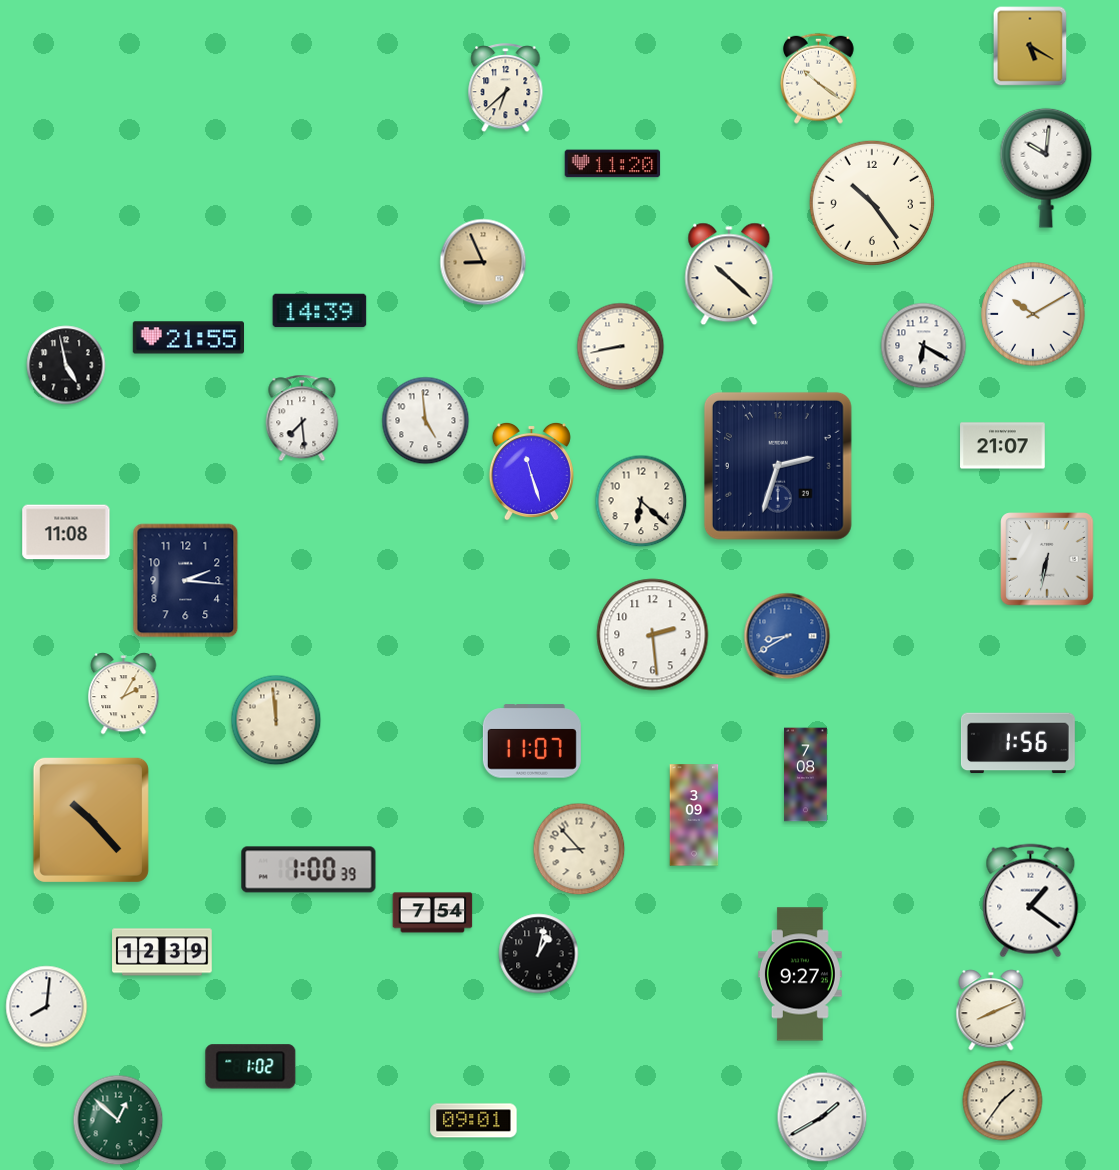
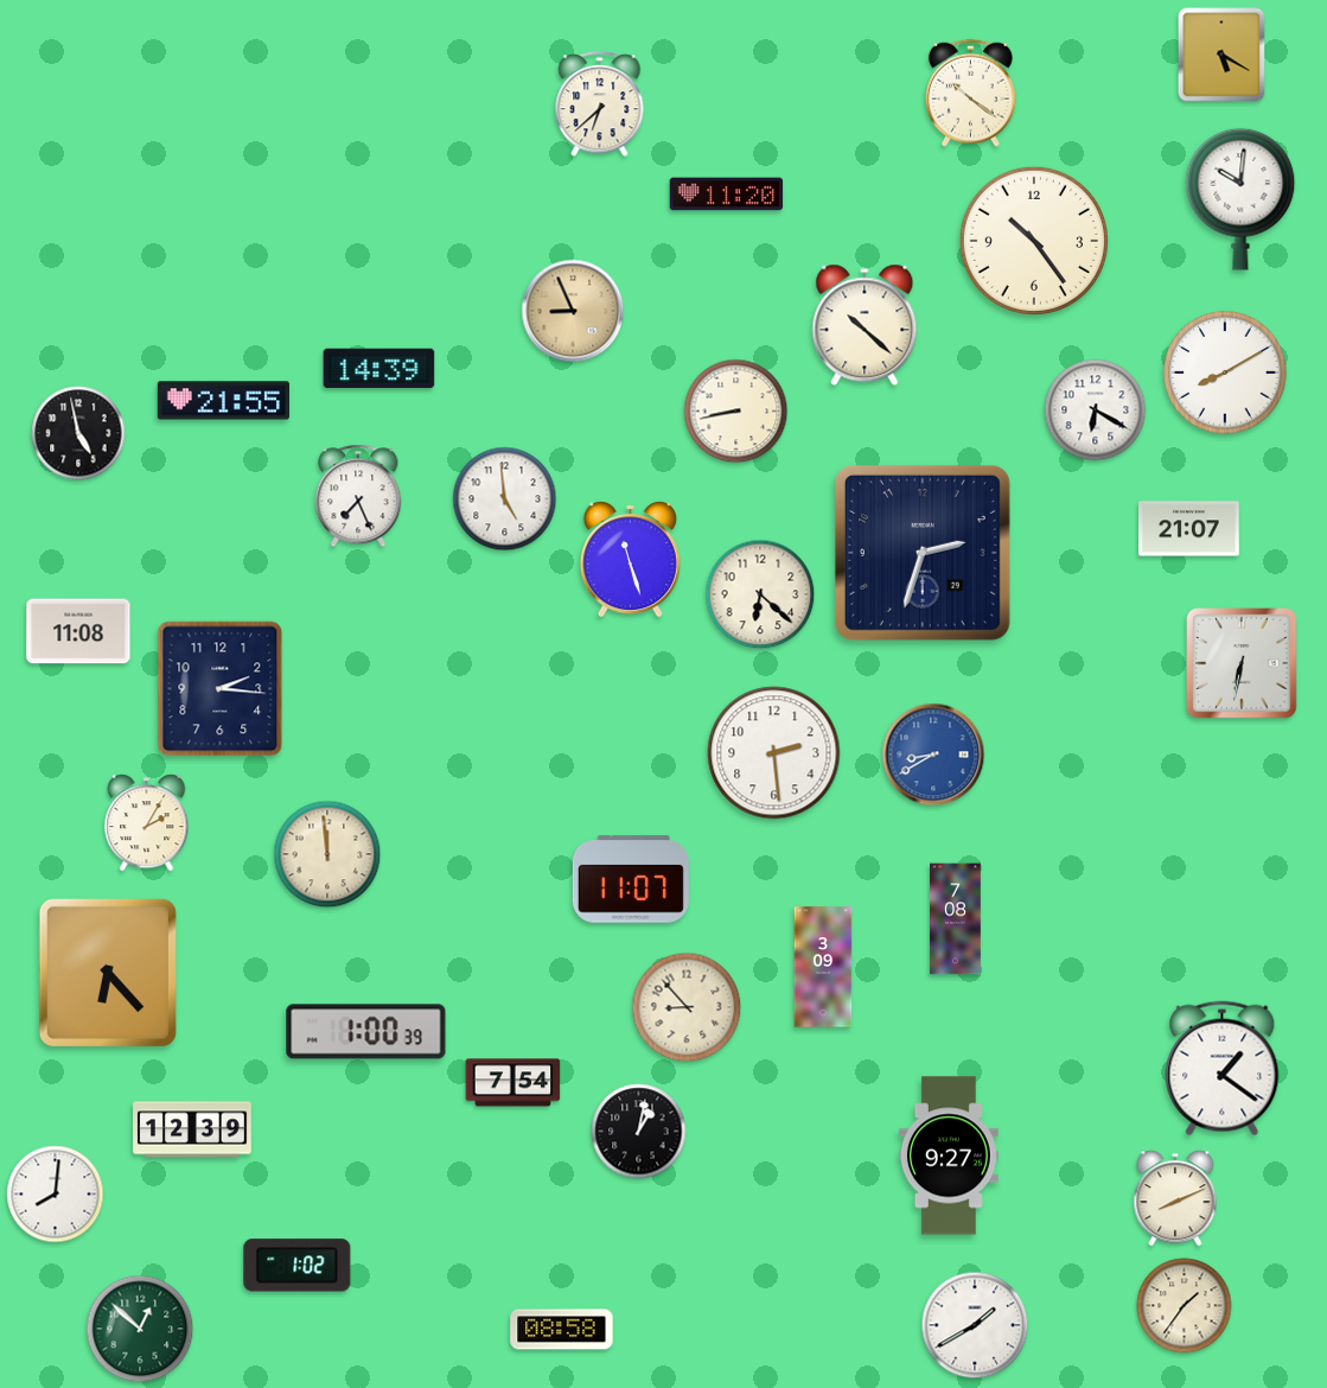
clock at (1033, 314): 10:10 -> 8:10
clock at (302, 418): 7:29 -> 7:26
clock at (1018, 743): 1:56 -> none
clock at (91, 820): 10:23 -> 6:23
clock at (1003, 1101) position: (1003, 1101) -> (1185, 1306)
clock at (474, 1121): 09:01 -> 08:58
